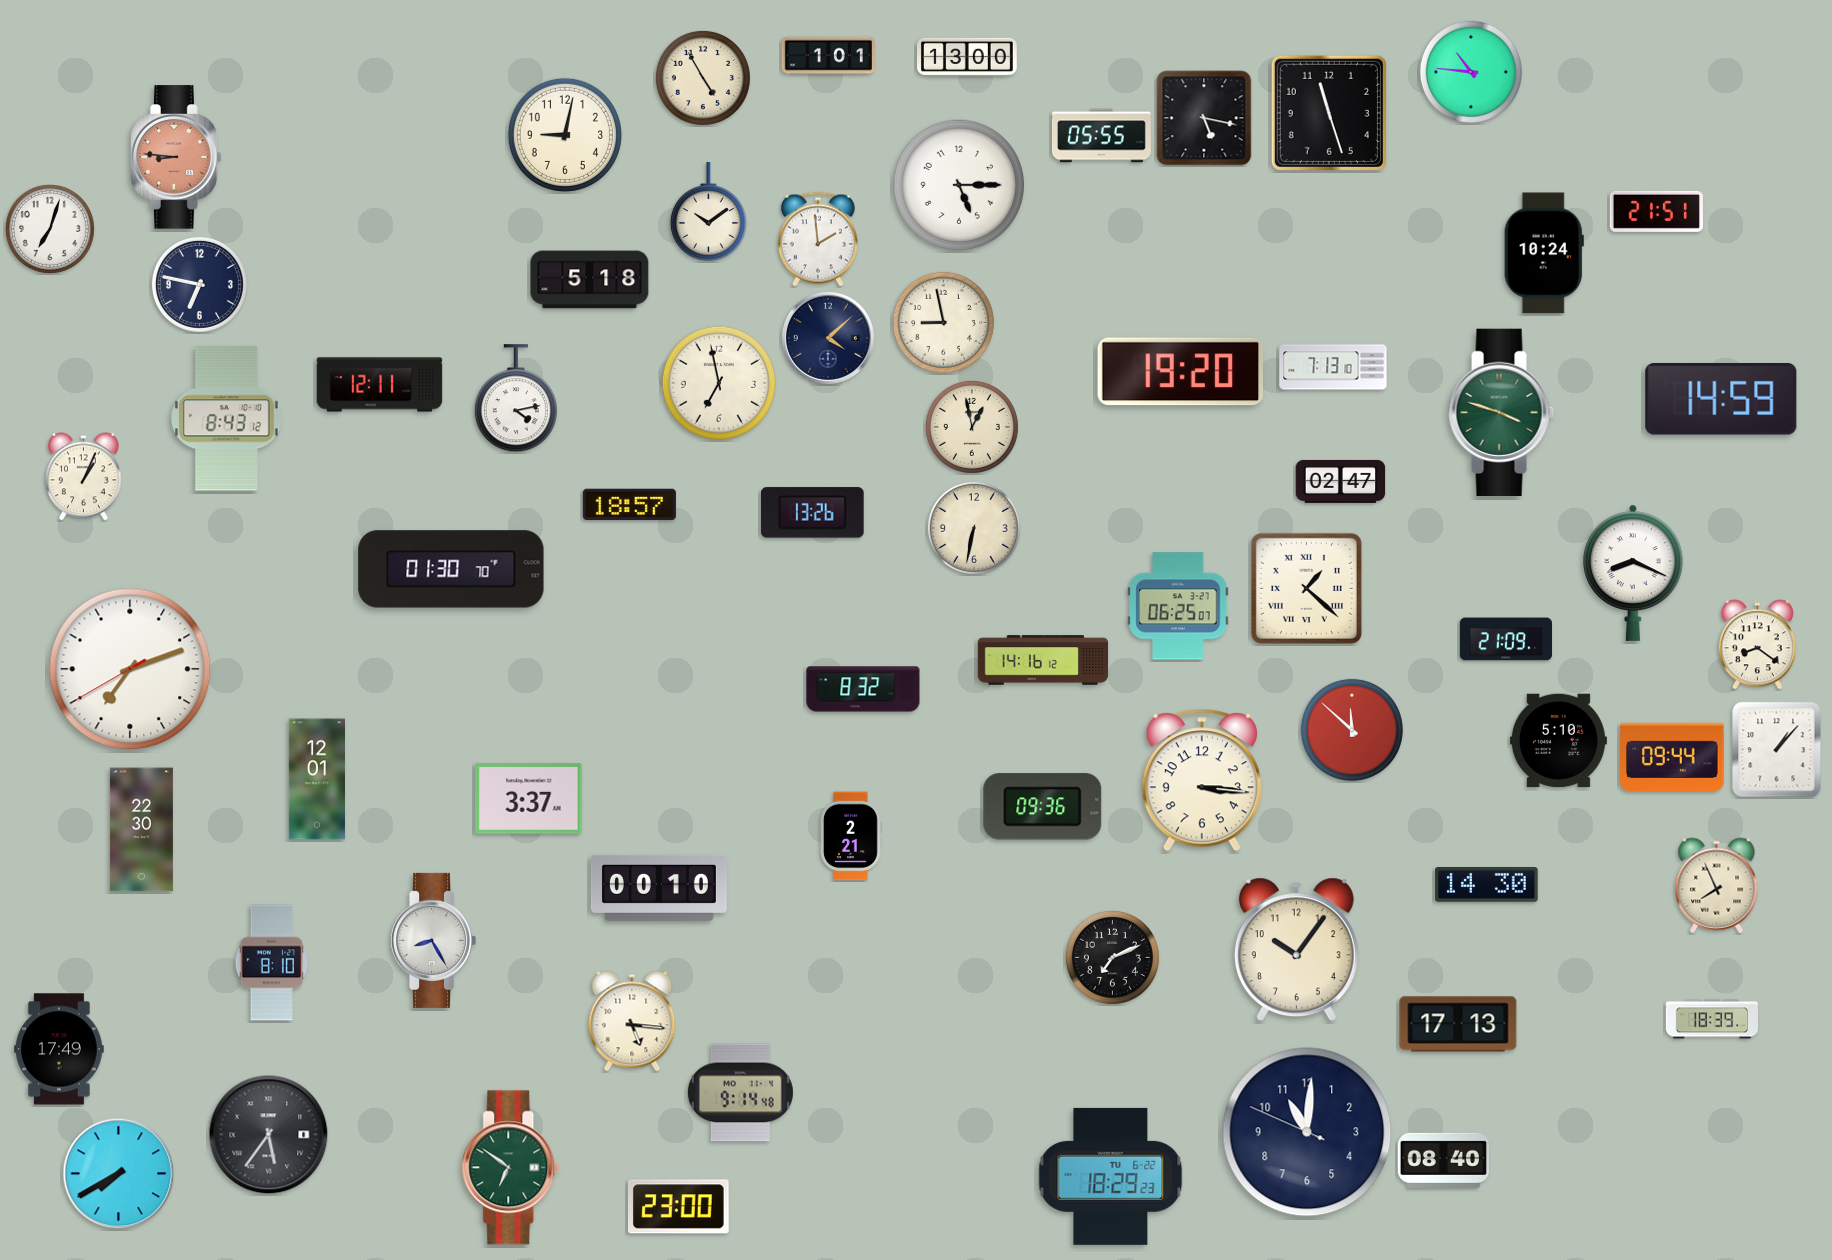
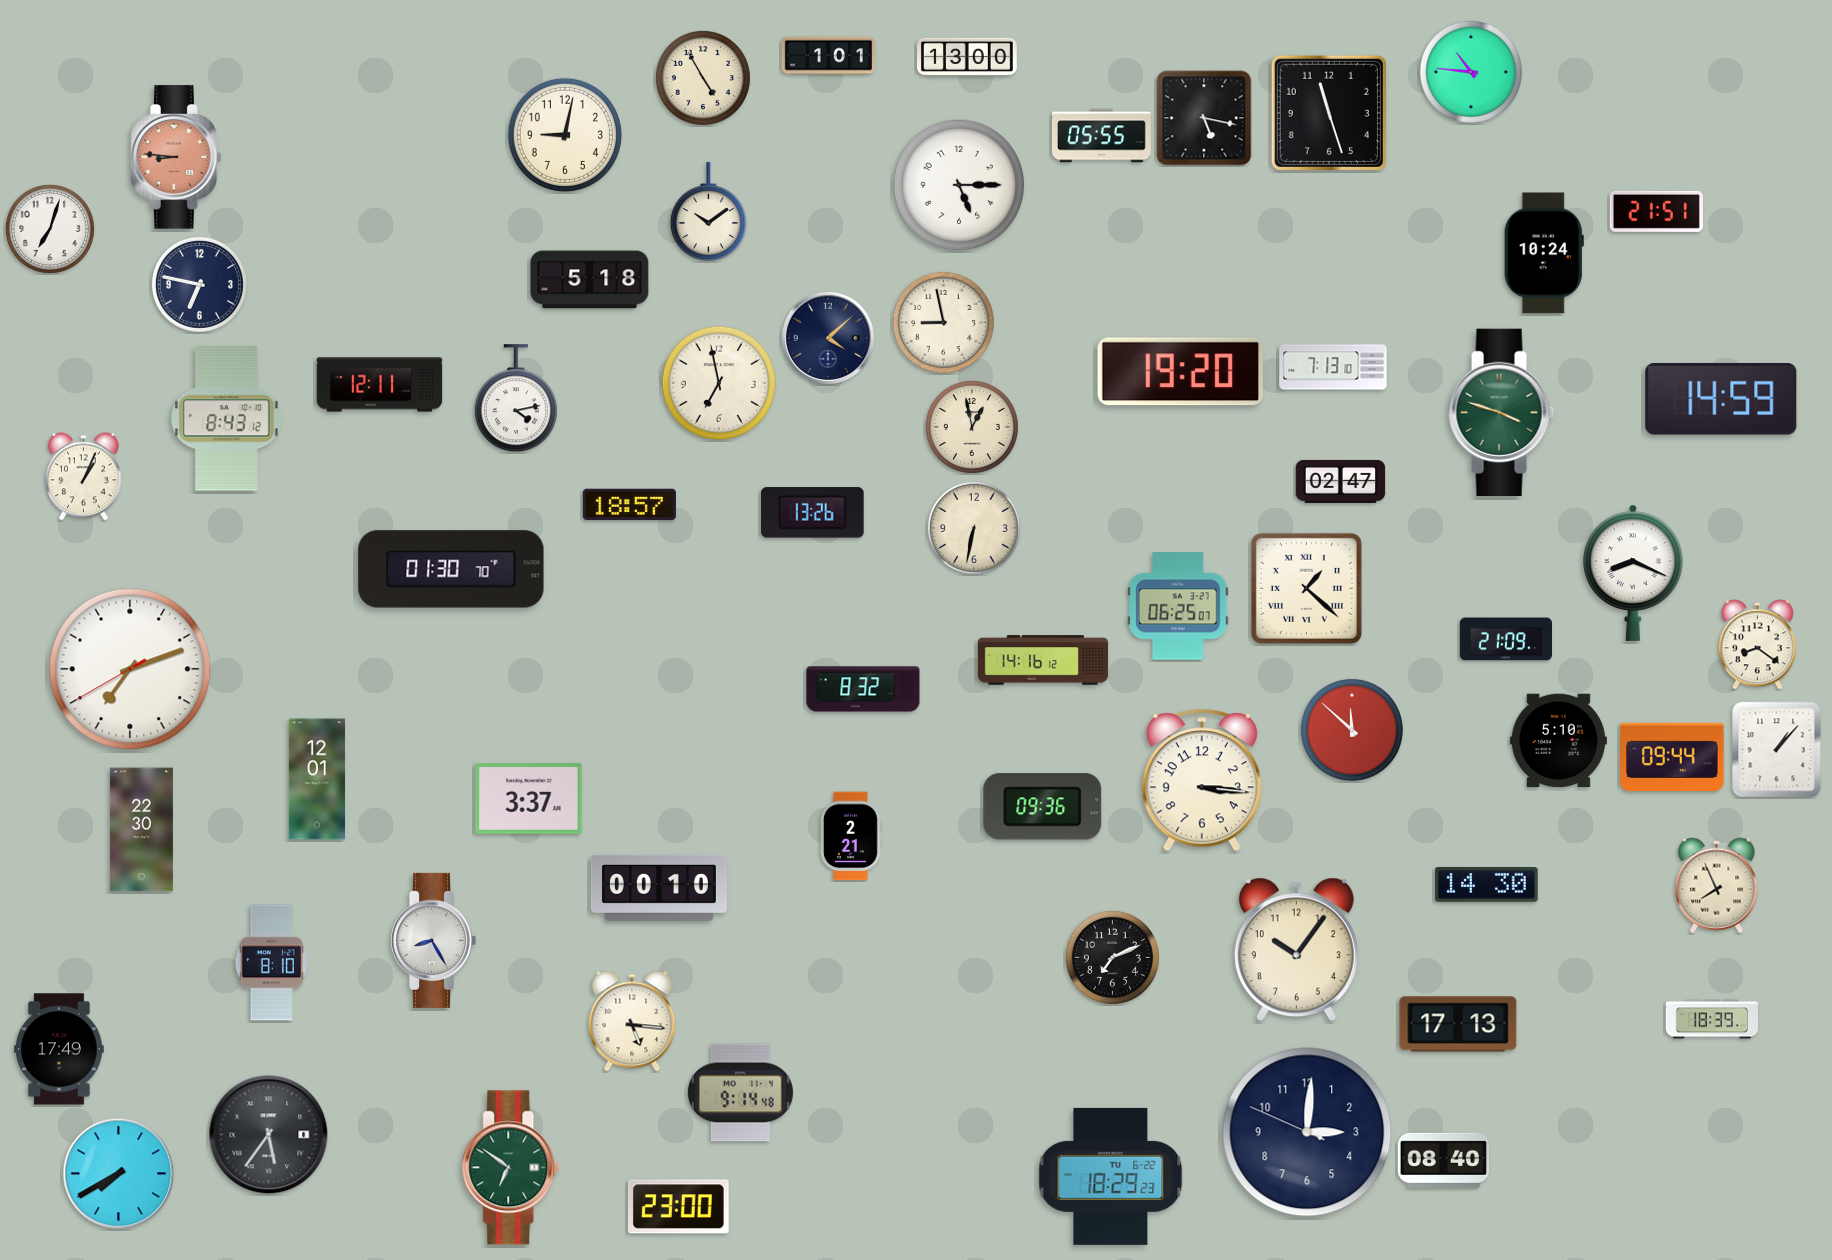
clock at (818, 239): 1:59 -> none
clock at (1307, 1132): 11:00 -> 3:00
